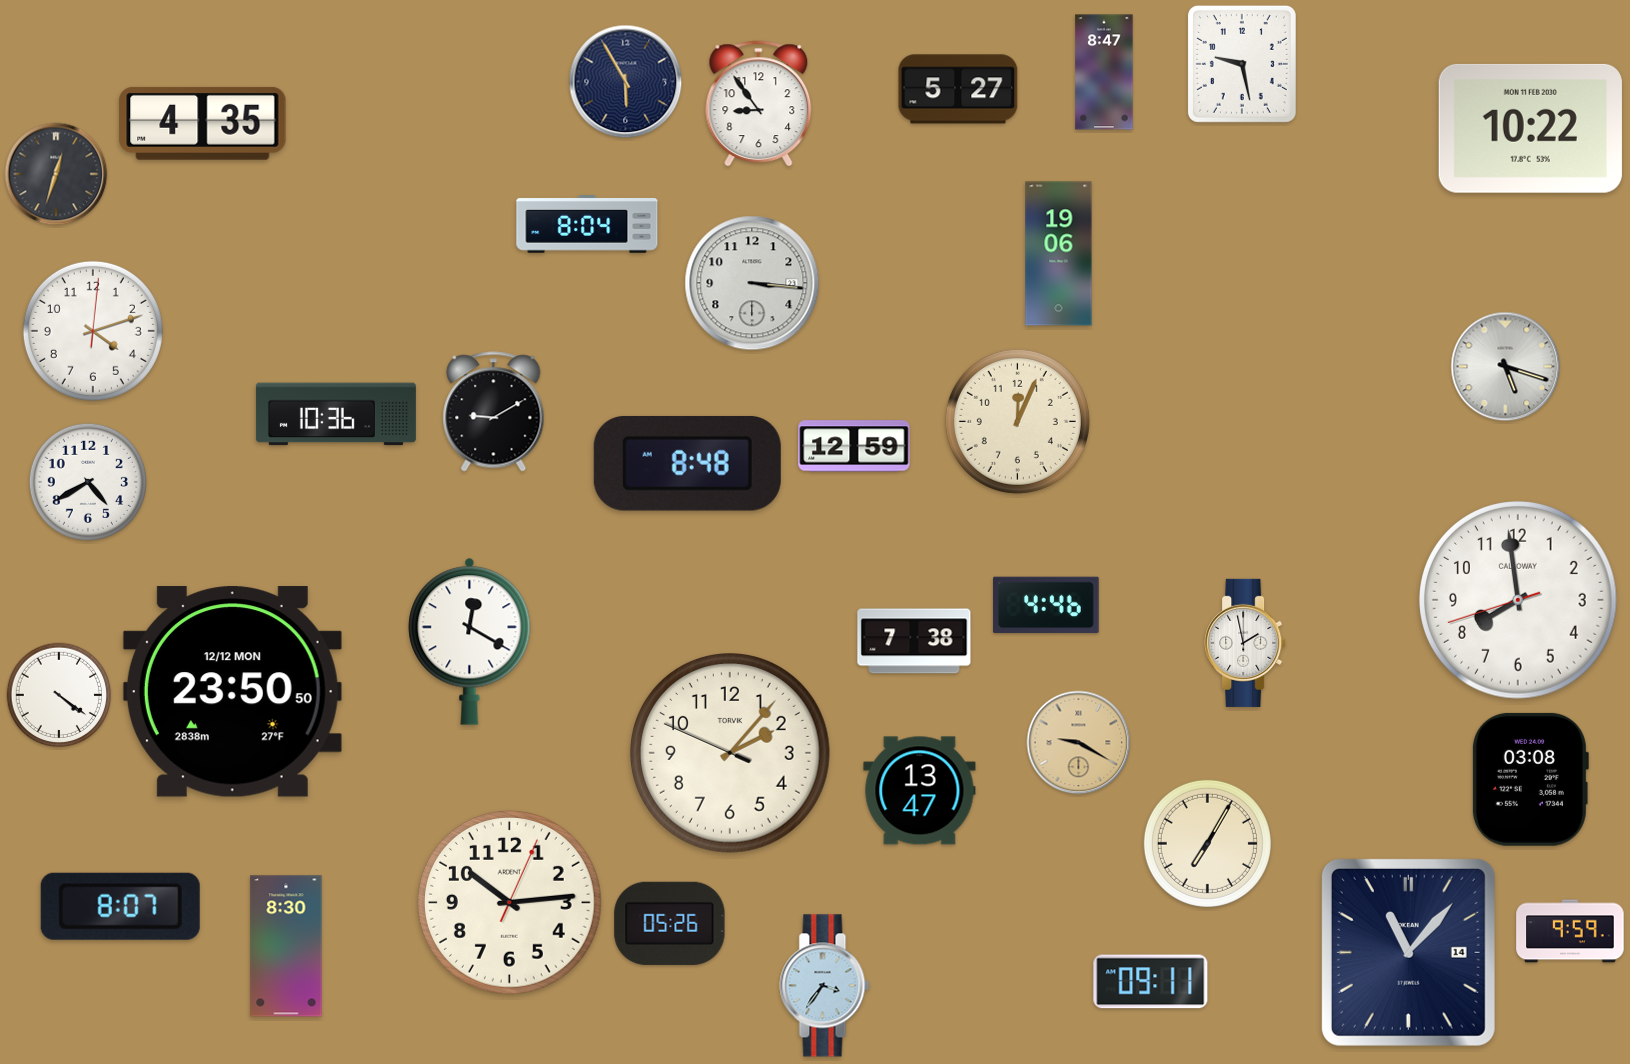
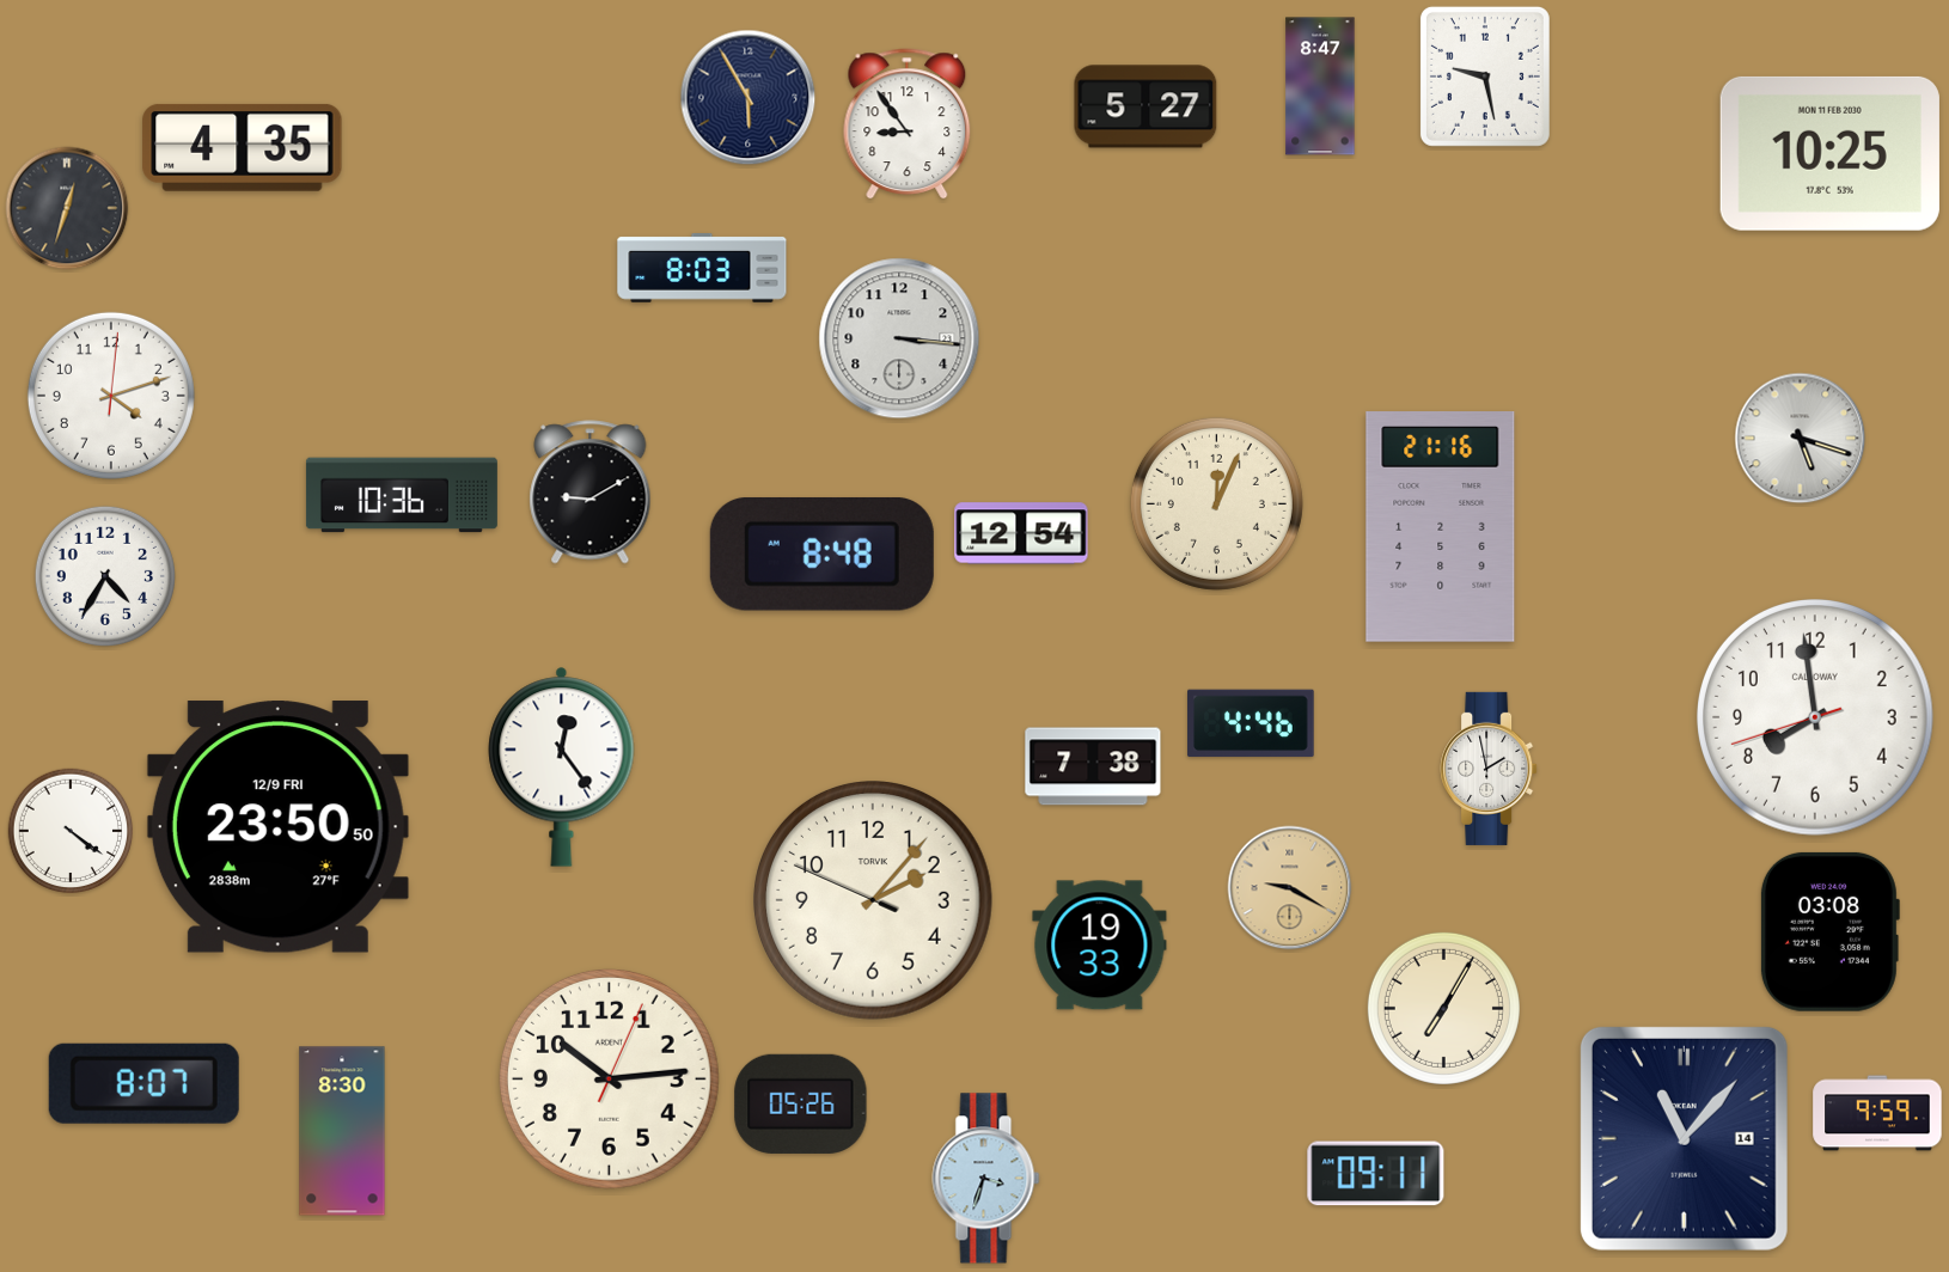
clock at (1530, 128): 10:22 -> 10:25
clock at (587, 225): 8:04 -> 8:03
clock at (1059, 254): 19:06 -> none
clock at (1441, 527): none -> 21:16
clock at (854, 446): 12:59 -> 12:54
clock at (88, 482): 4:40 -> 4:35
clock at (470, 641): 12:20 -> 12:24
clock at (232, 692) date: 12/12 MON -> 12/9 FRI
clock at (920, 791): 13:47 -> 19:33
clock at (825, 986): 3:36 -> 3:33
